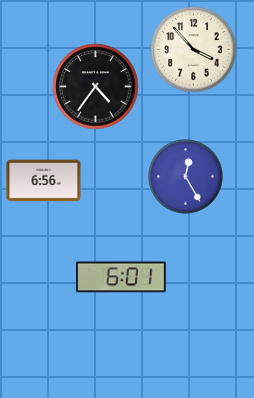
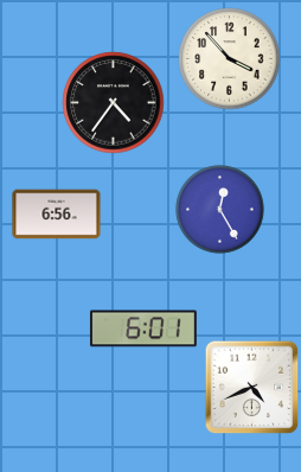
clock at (44, 181) position: (44, 181) -> (57, 215)
clock at (252, 388): none -> 4:41
